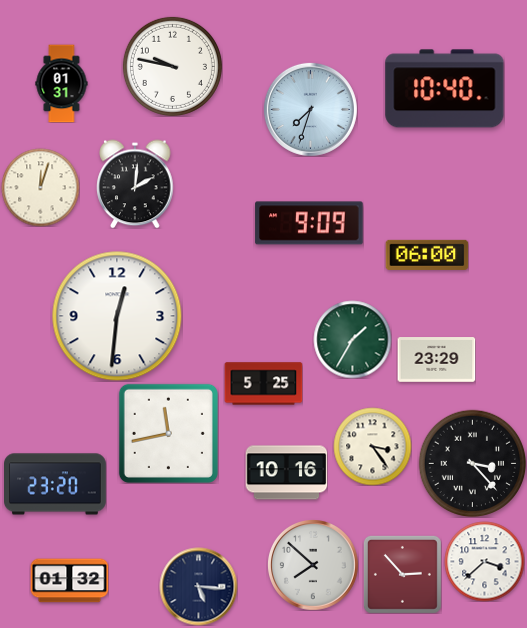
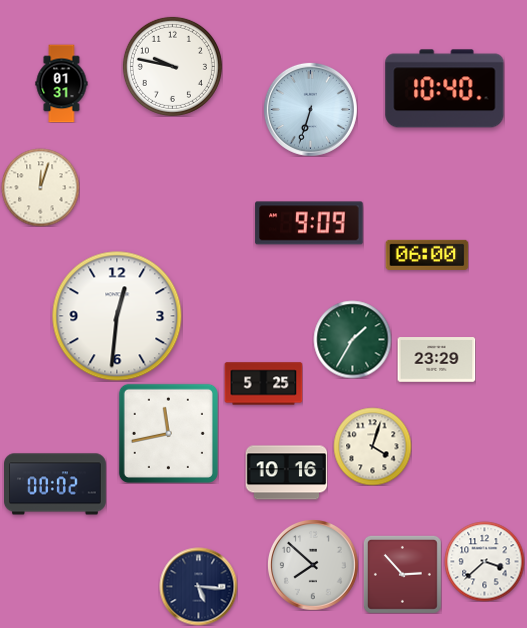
clock at (310, 109): 7:33 -> 6:33
clock at (135, 184): 2:01 -> none
clock at (372, 446): 3:24 -> 4:03
clock at (472, 463): 3:23 -> none
clock at (55, 484): 23:20 -> 00:02
clock at (69, 581): 01:32 -> none
